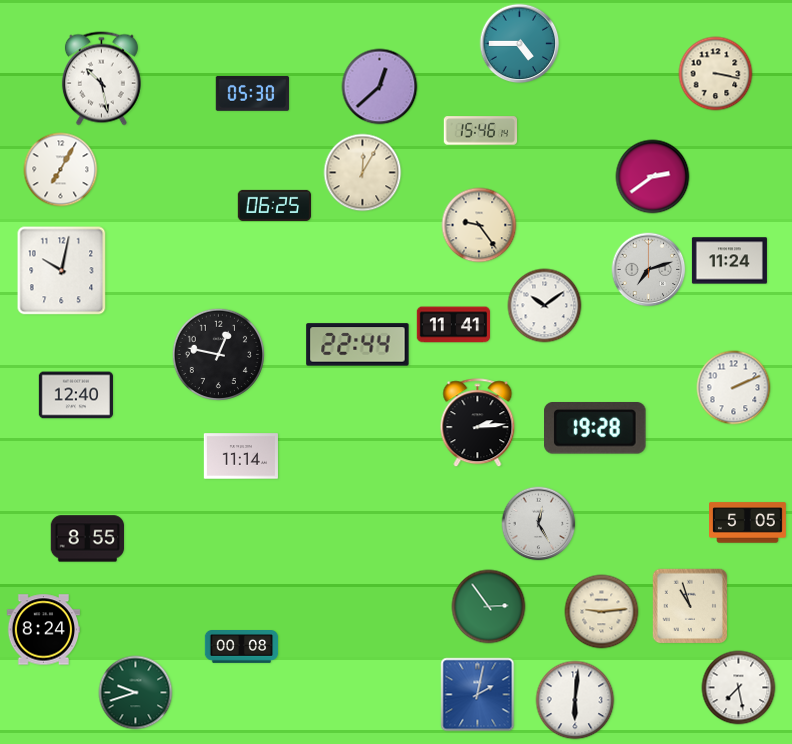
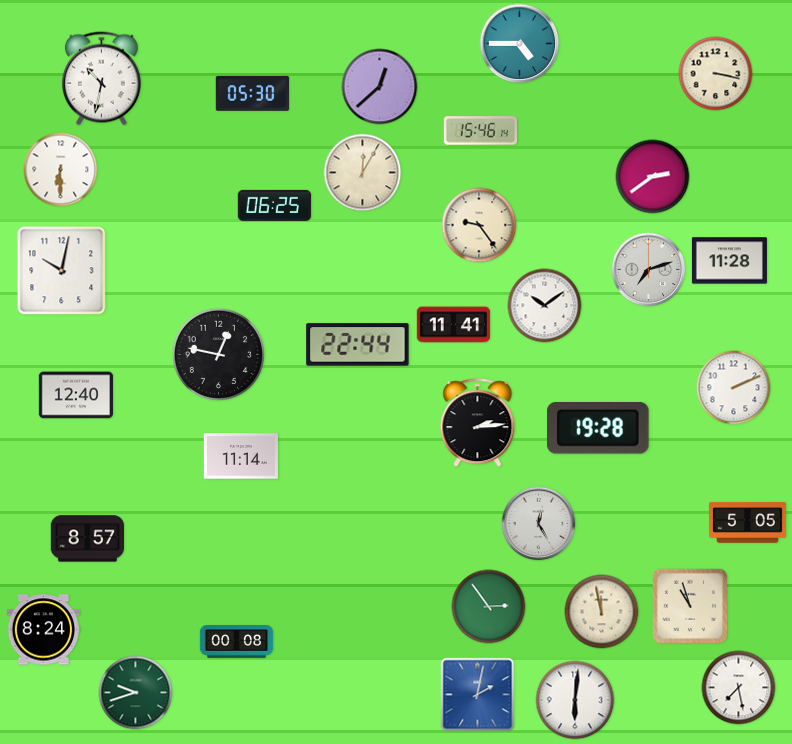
clock at (101, 79): 10:28 -> 10:32
clock at (61, 170): 7:05 -> 6:30
clock at (729, 261): 11:24 -> 11:28
clock at (595, 429) position: (595, 429) -> (598, 429)
clock at (87, 539): 8:55 -> 8:57
clock at (602, 612): 9:14 -> 11:58
clock at (242, 647) position: (242, 647) -> (237, 642)
